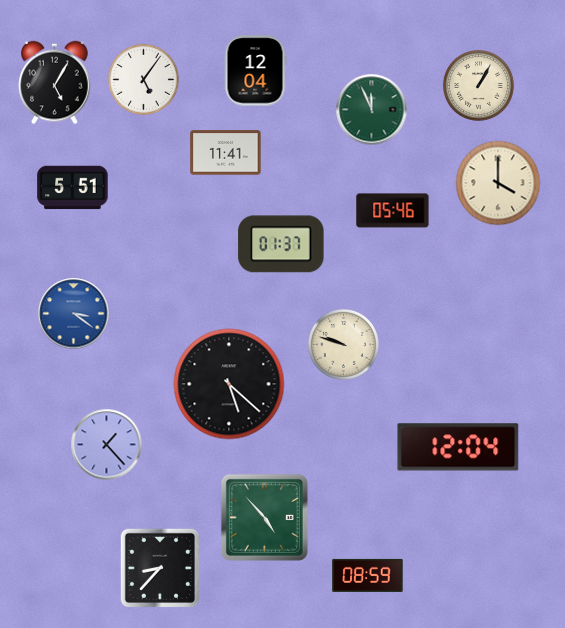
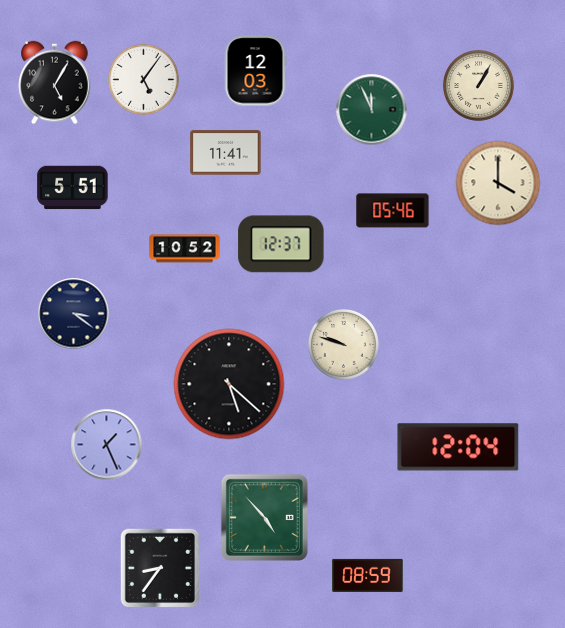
clock at (255, 71): 12:04 -> 12:03
clock at (281, 244): 01:37 -> 12:37
clock at (185, 249): none -> 10:52
clock at (74, 314) dial: blue -> navy
clock at (107, 445): 1:23 -> 1:26
clock at (159, 567): 8:37 -> 8:36
